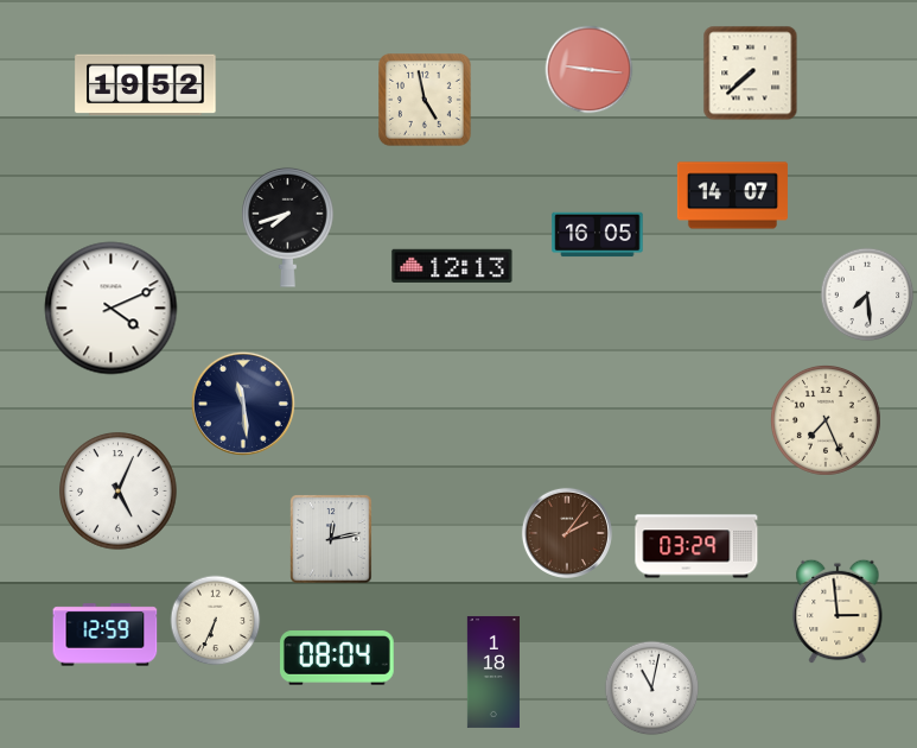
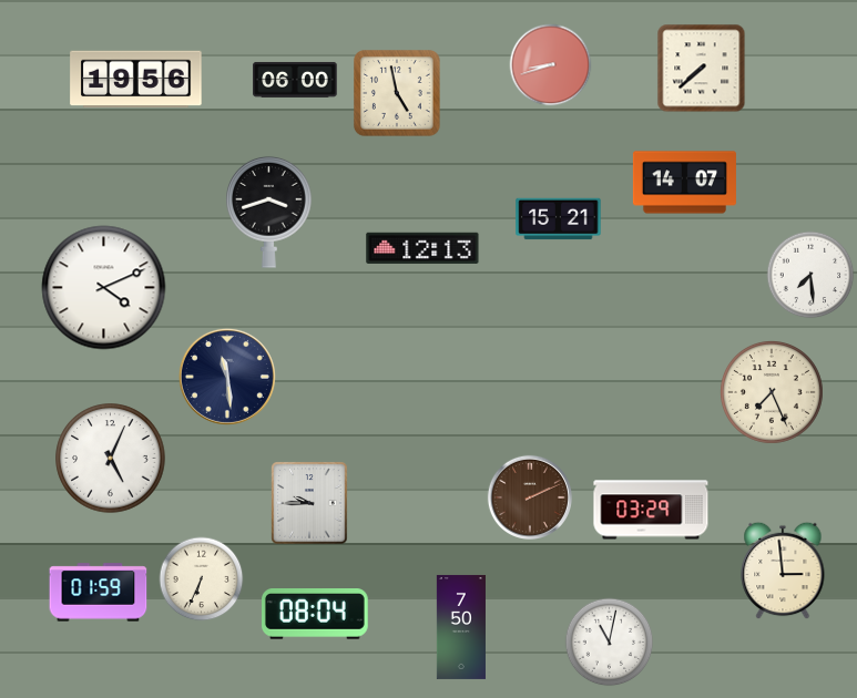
clock at (590, 70): 9:16 -> 8:42
clock at (146, 85): 19:52 -> 19:56
clock at (295, 80): none -> 06:00
clock at (288, 227): 7:42 -> 3:42
clock at (598, 235): 16:05 -> 15:21
clock at (567, 533): 2:06 -> 2:11
clock at (331, 539): 12:13 -> 9:45
clock at (106, 635): 12:59 -> 01:59
clock at (493, 672): 1:18 -> 7:50
